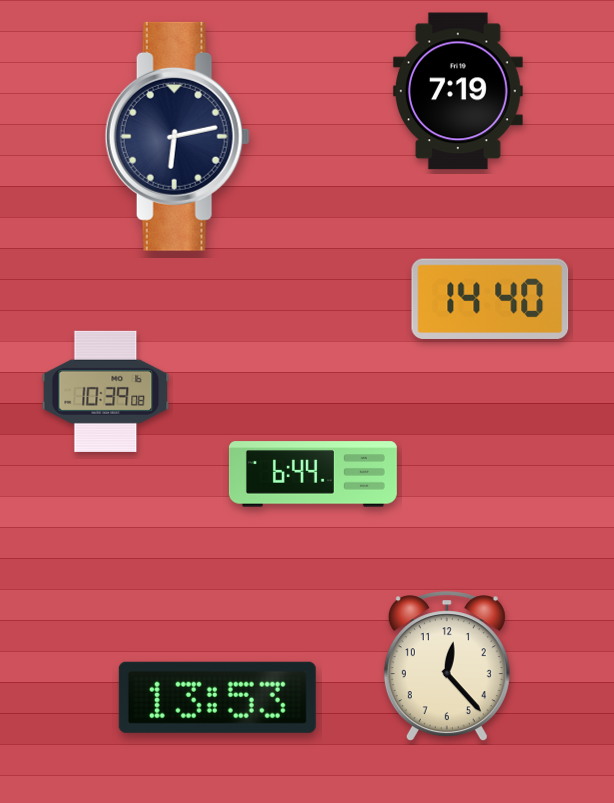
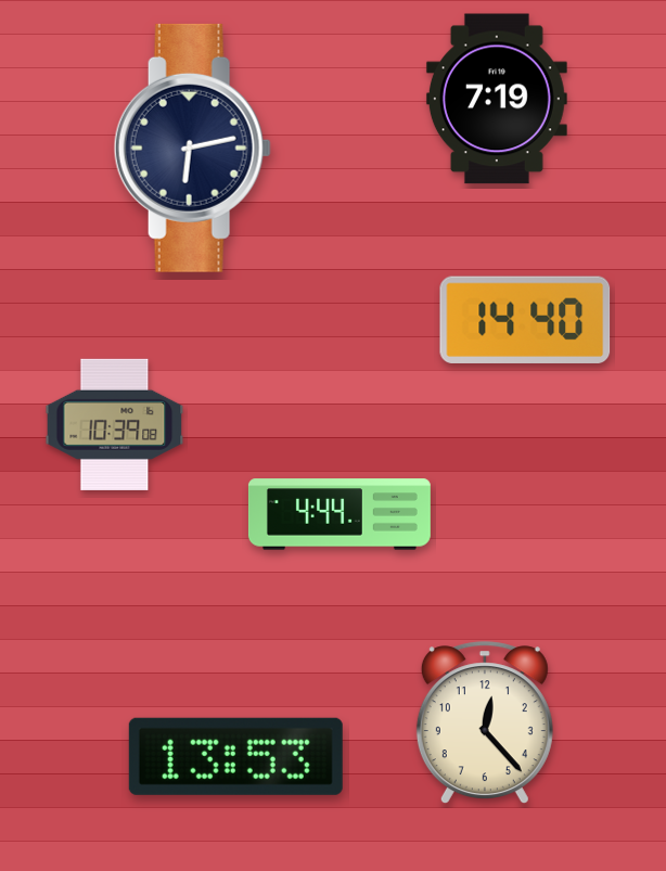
clock at (490, 298) position: (490, 298) -> (525, 319)
clock at (313, 474): 6:44 -> 4:44
